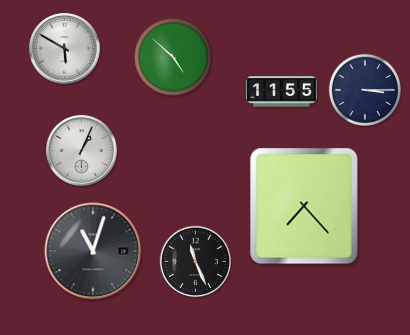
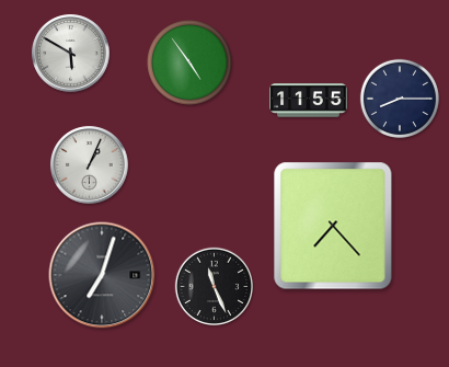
clock at (173, 57): 4:52 -> 4:54
clock at (365, 90): 3:15 -> 8:15
clock at (93, 251): 11:03 -> 7:03
